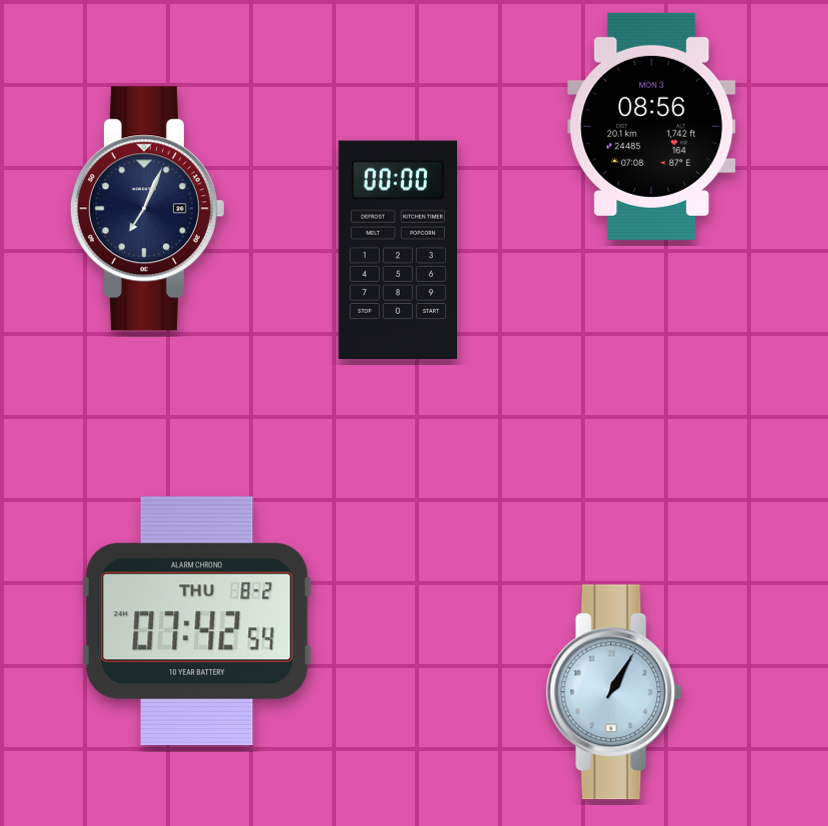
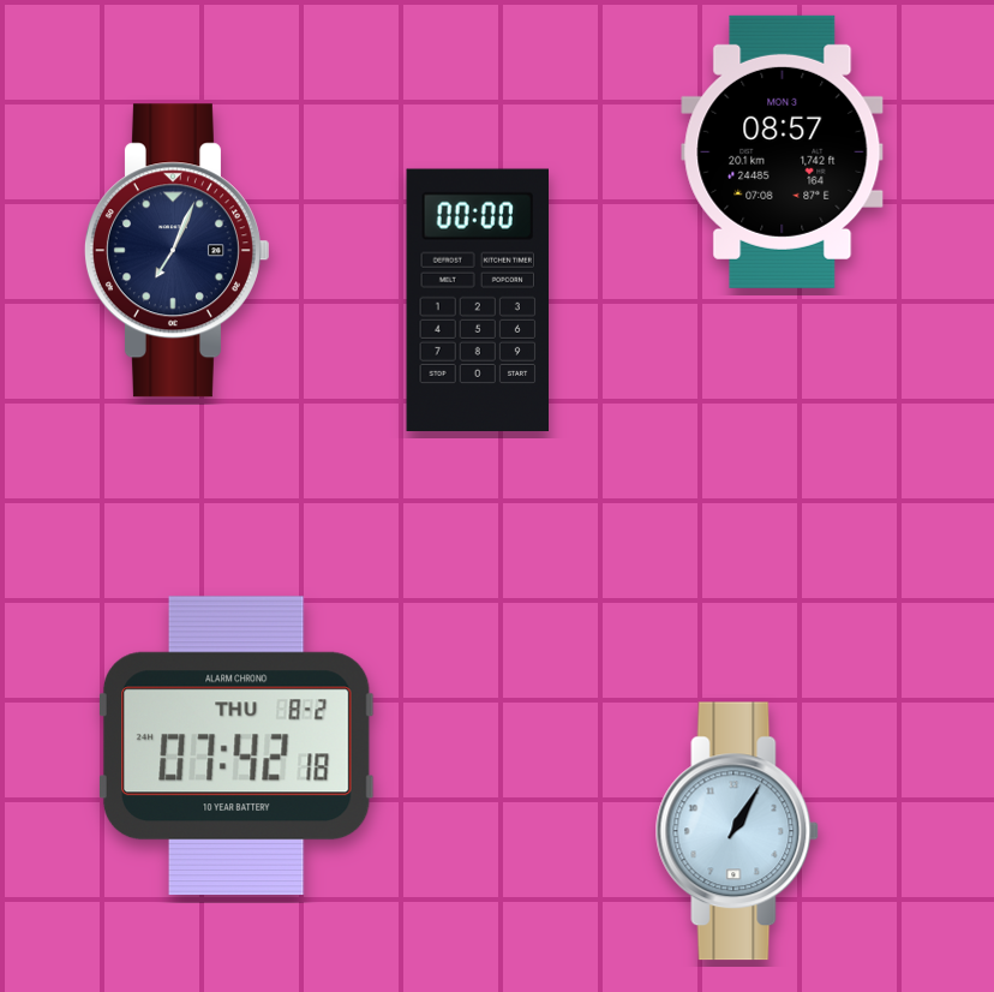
clock at (652, 126): 08:56 -> 08:57
clock at (197, 621): 07:42:54 -> 07:42:18
